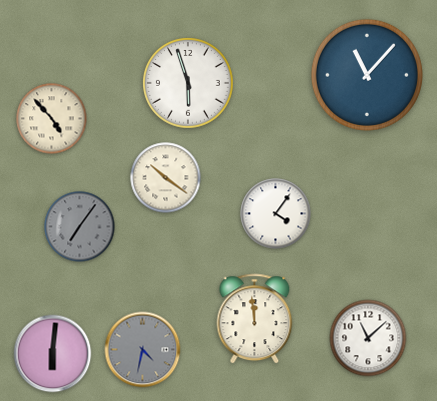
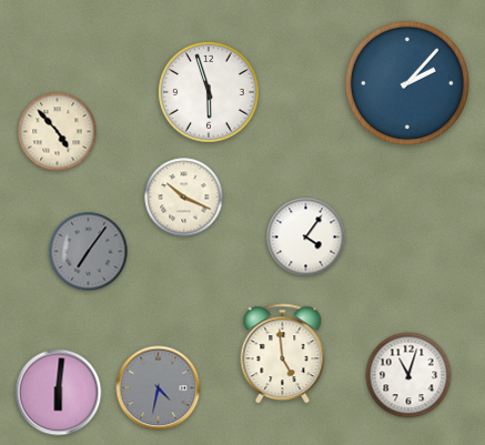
clock at (367, 75): 11:07 -> 2:07
clock at (166, 178): 10:21 -> 10:19
clock at (255, 319): 11:59 -> 4:59
clock at (368, 338): 11:08 -> 11:03
